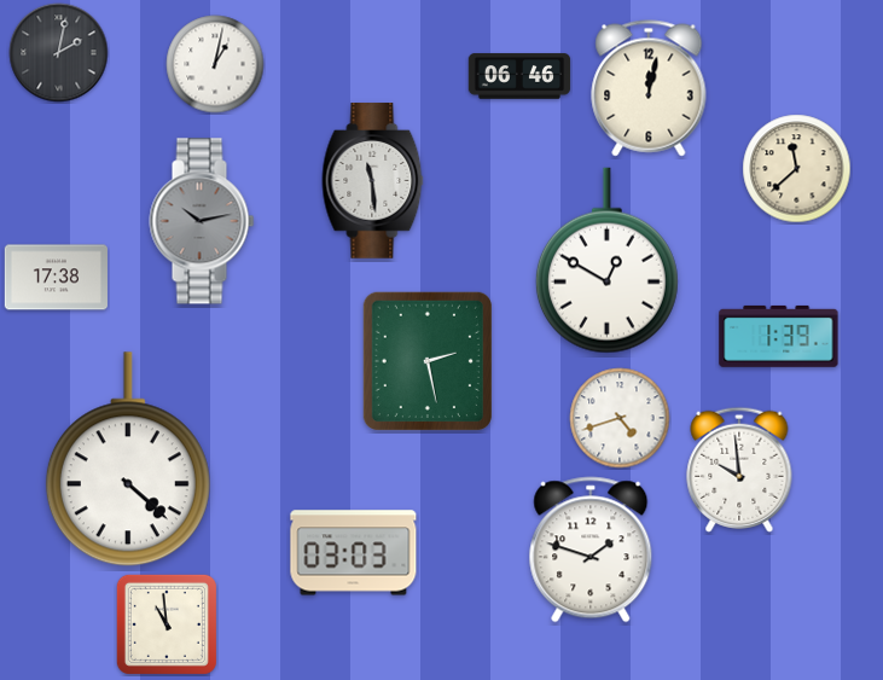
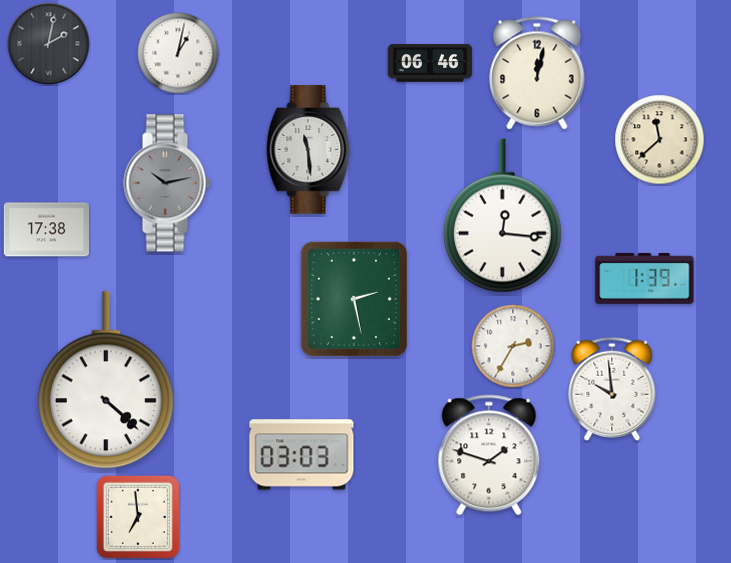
clock at (606, 261): 12:50 -> 12:16
clock at (620, 418): 4:42 -> 2:35
clock at (354, 553) position: (354, 553) -> (302, 455)
clock at (167, 624): 10:59 -> 6:59
